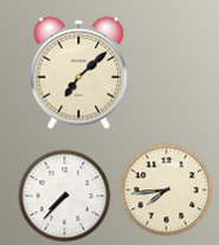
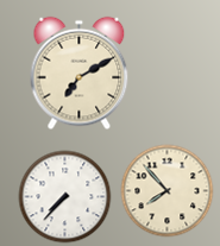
clock at (79, 72): 7:08 -> 7:10
clock at (166, 189): 7:44 -> 7:53
